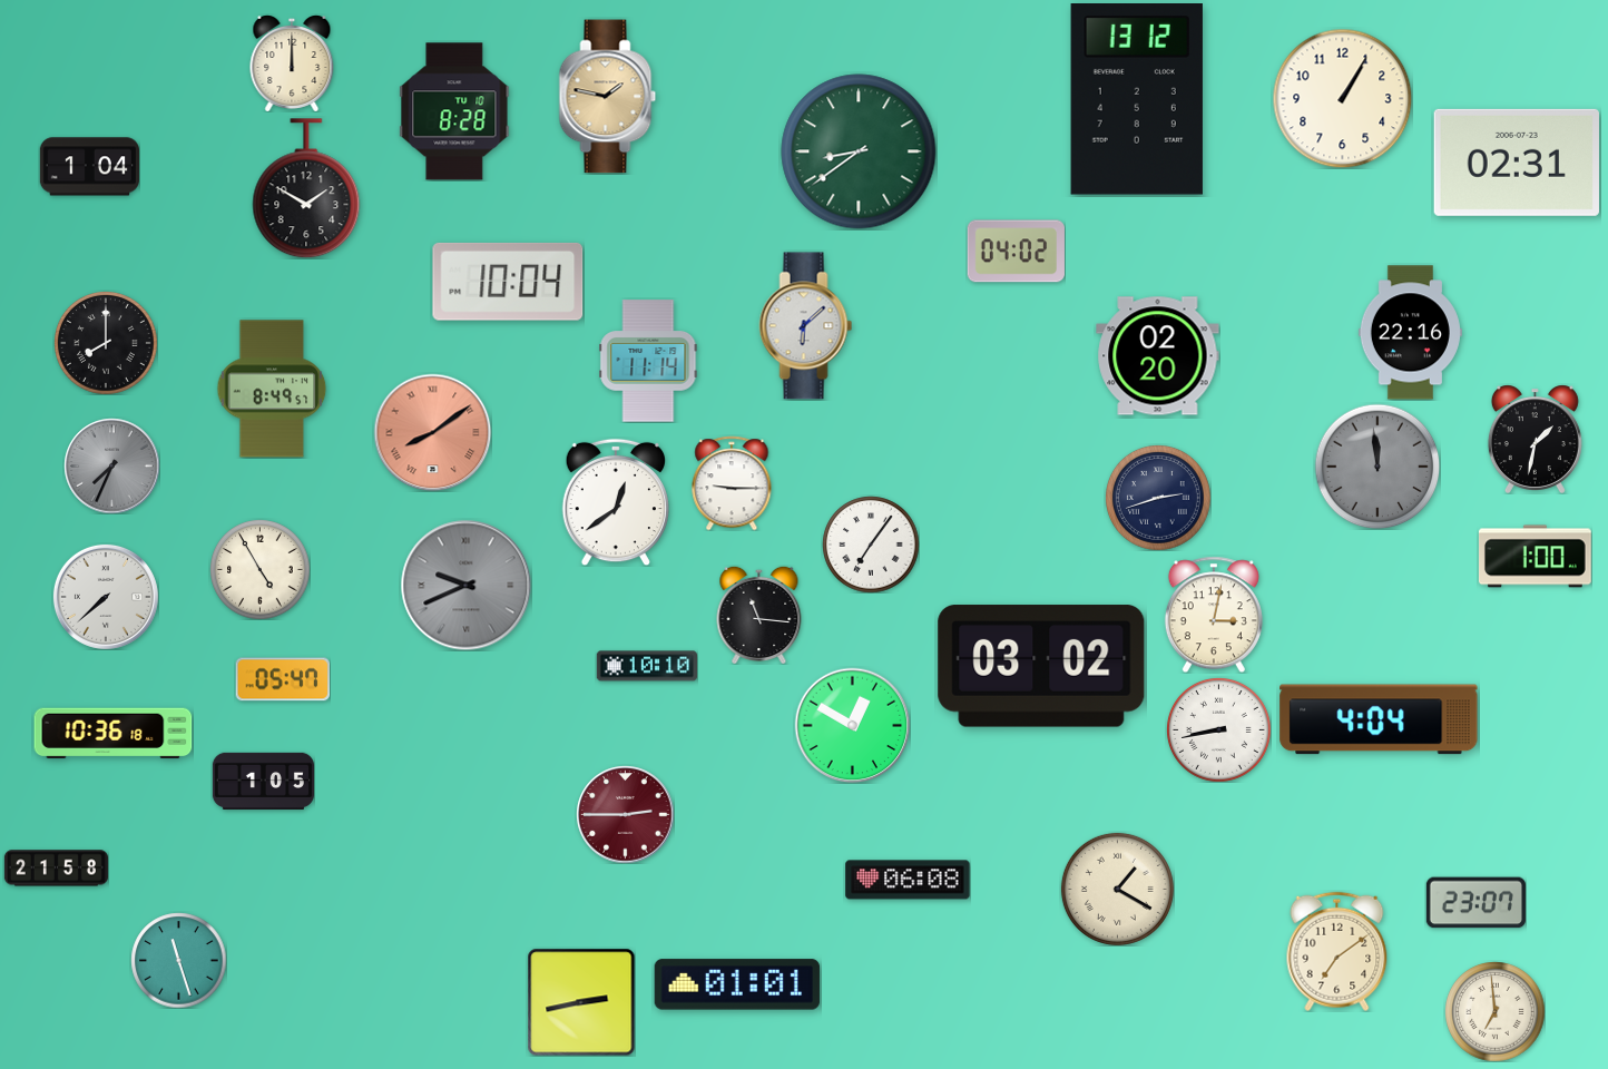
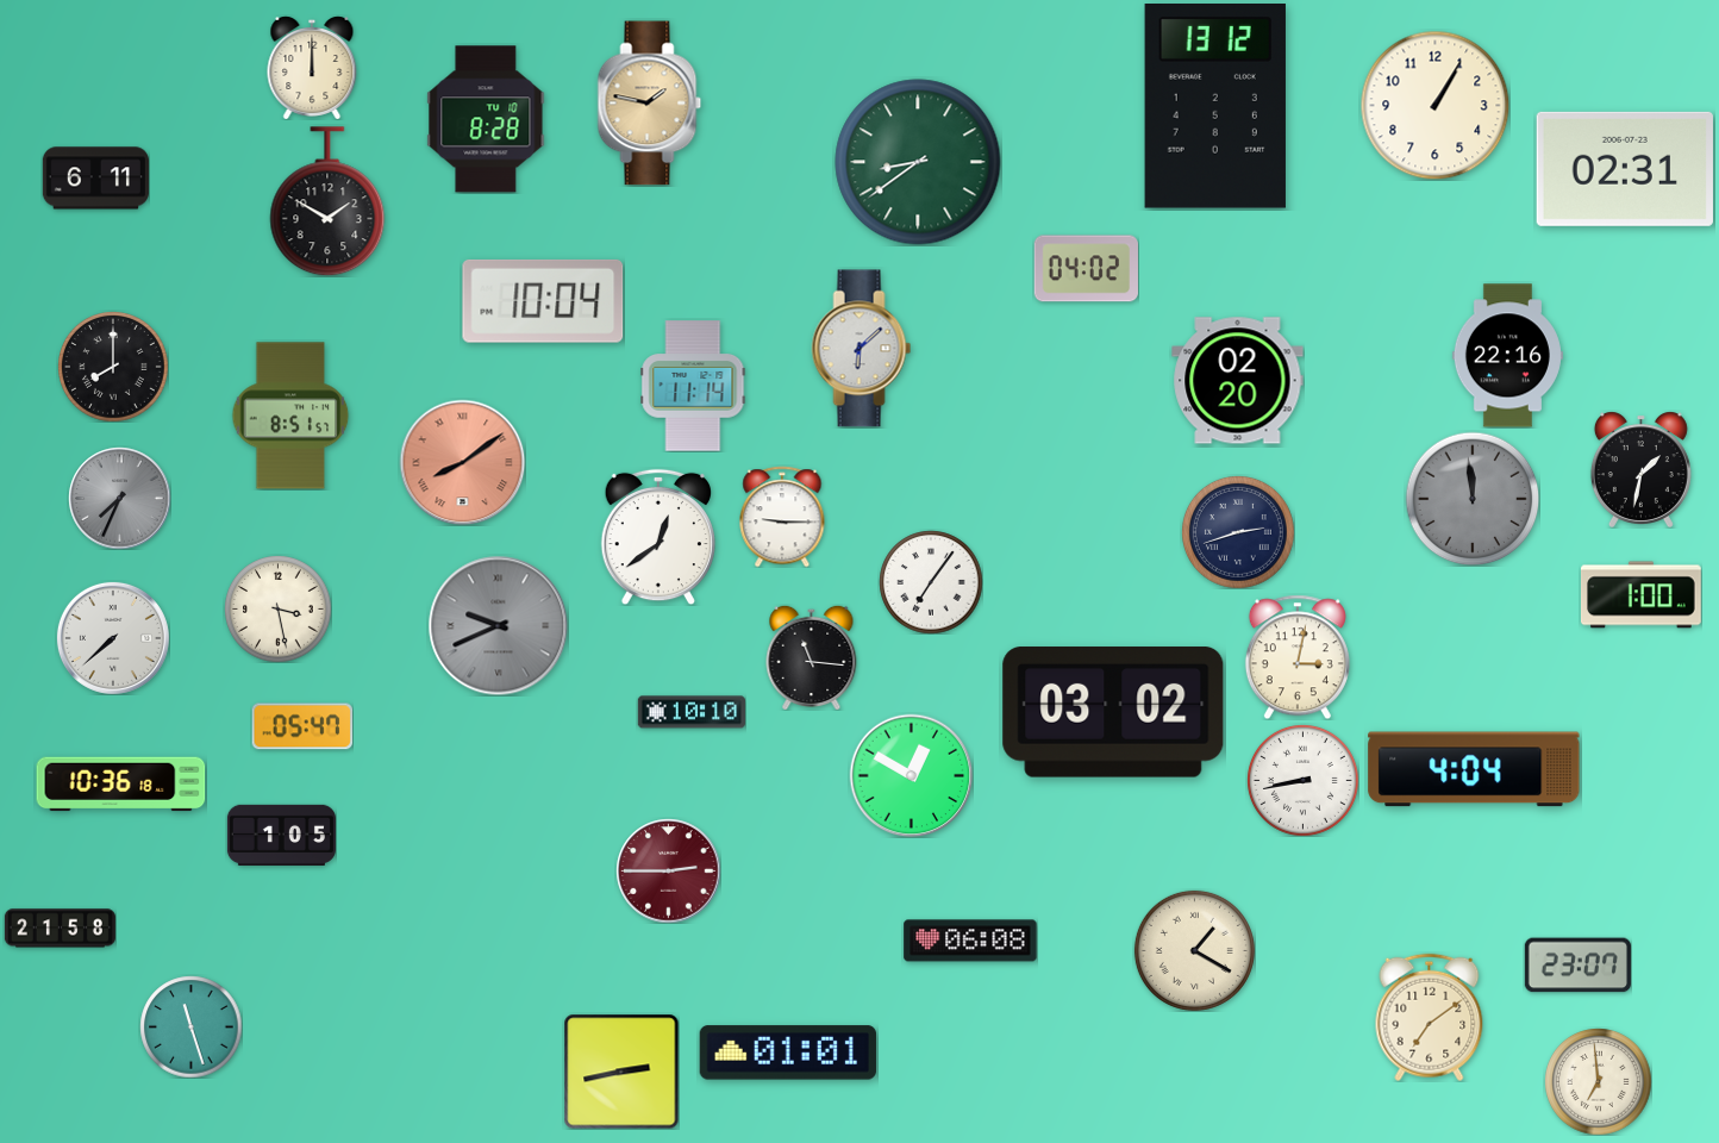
clock at (1517, 163) position: (1517, 163) -> (1625, 169)
clock at (89, 167): 1:04 -> 6:11
clock at (272, 389): 8:49 -> 8:51
clock at (259, 569): 4:55 -> 3:28
